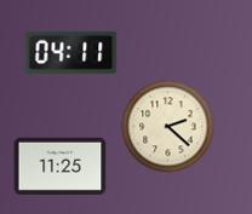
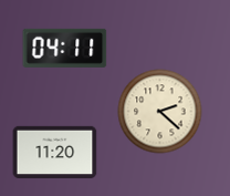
clock at (168, 127) position: (168, 127) -> (160, 112)
clock at (61, 166): 11:25 -> 11:20
